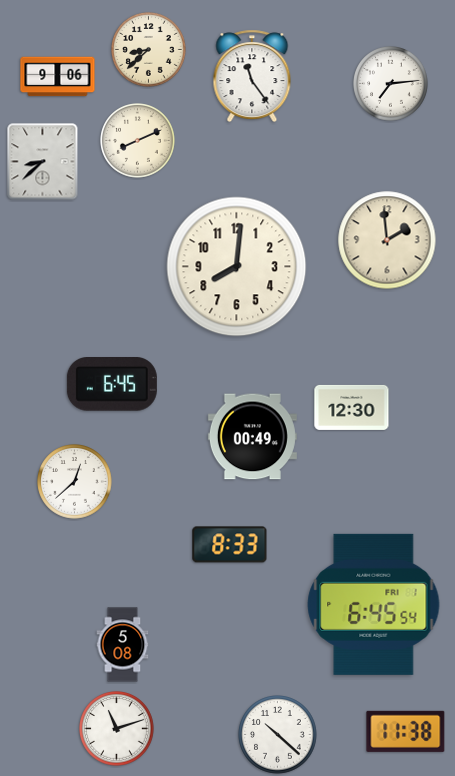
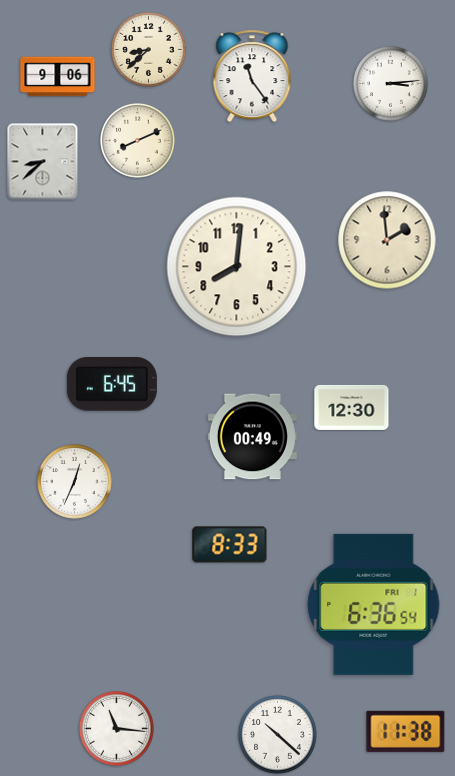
clock at (391, 84): 7:14 -> 3:14
clock at (75, 482): 12:38 -> 12:34
clock at (374, 604): 6:45 -> 6:36
clock at (123, 645): 5:08 -> none
clock at (117, 729): 11:12 -> 11:16
